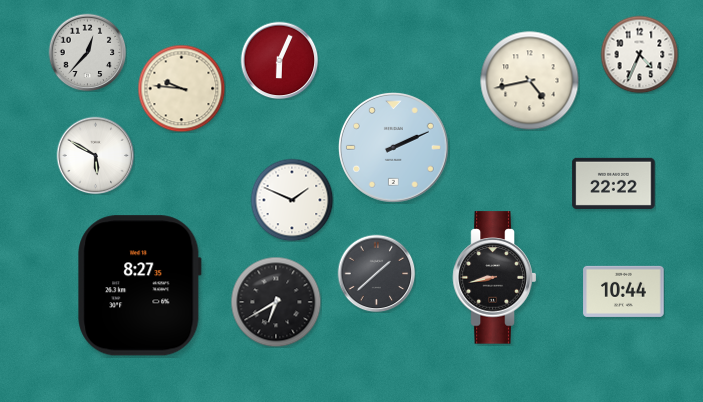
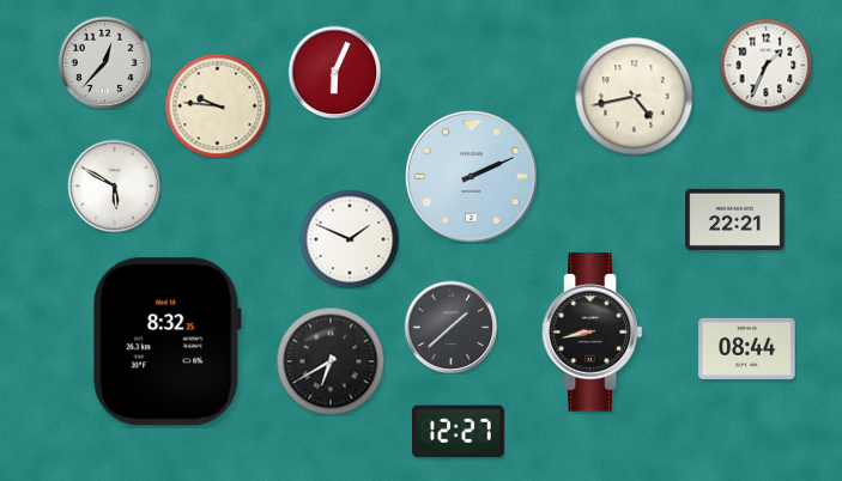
clock at (639, 54): 4:34 -> 1:34
clock at (614, 183): 22:22 -> 22:21
clock at (140, 286): 8:27 -> 8:32
clock at (624, 291): 10:44 -> 08:44
clock at (458, 432): none -> 12:27
